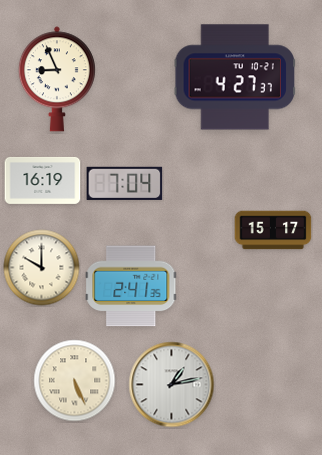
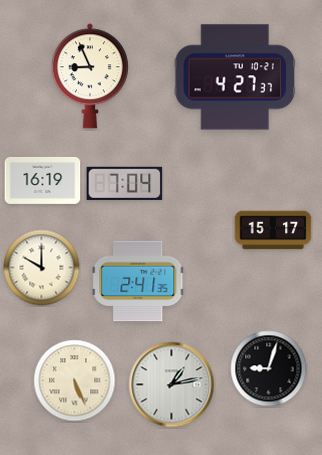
clock at (57, 79) position: (57, 79) -> (90, 76)
clock at (131, 286) position: (131, 286) -> (138, 281)
clock at (269, 369): none -> 9:03
